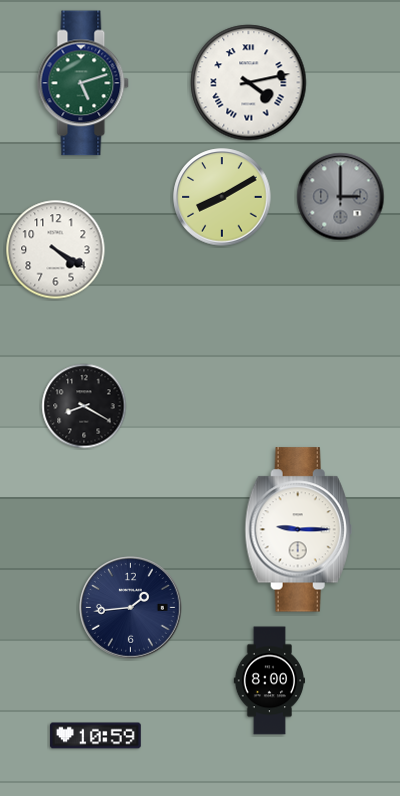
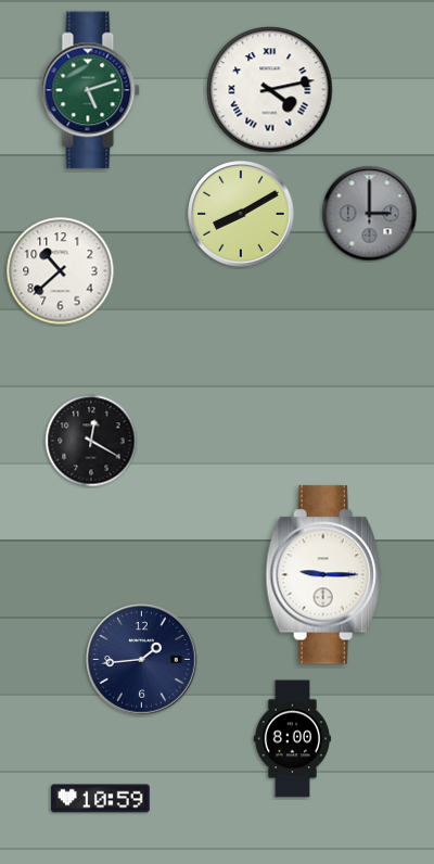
clock at (56, 250): 4:20 -> 10:38
clock at (84, 406): 8:20 -> 12:20
clock at (96, 736) position: (96, 736) -> (101, 799)
